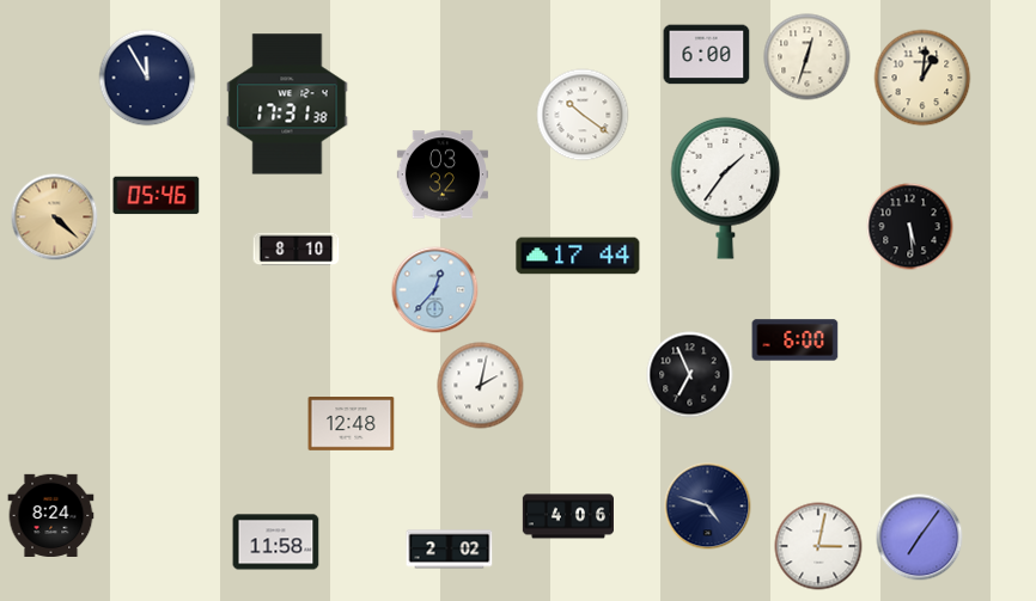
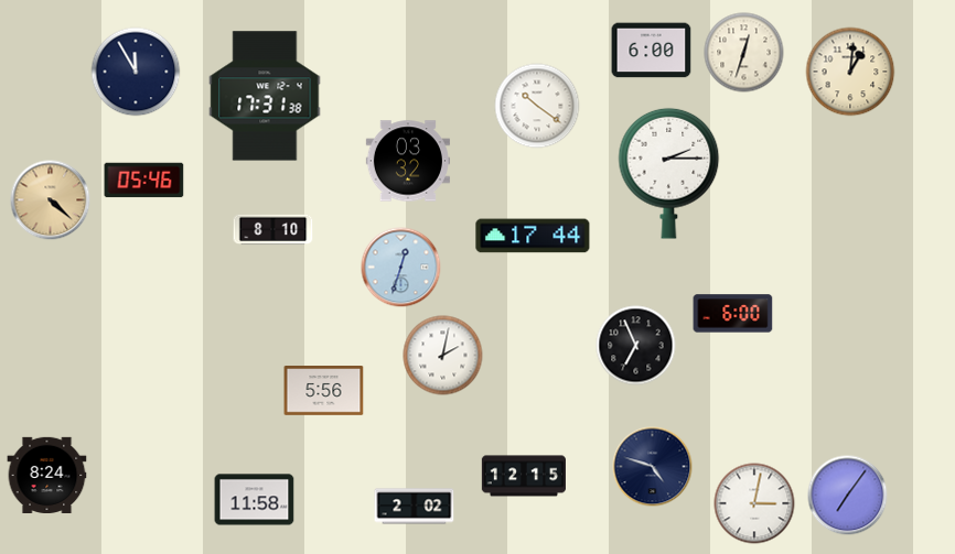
clock at (726, 188): 1:36 -> 2:15
clock at (910, 227): 5:29 -> none
clock at (435, 290): 12:37 -> 12:33
clock at (352, 424): 12:48 -> 5:56
clock at (567, 516): 4:06 -> 12:15
